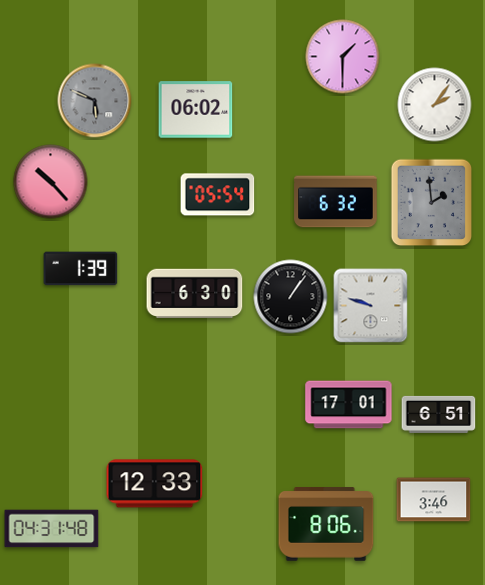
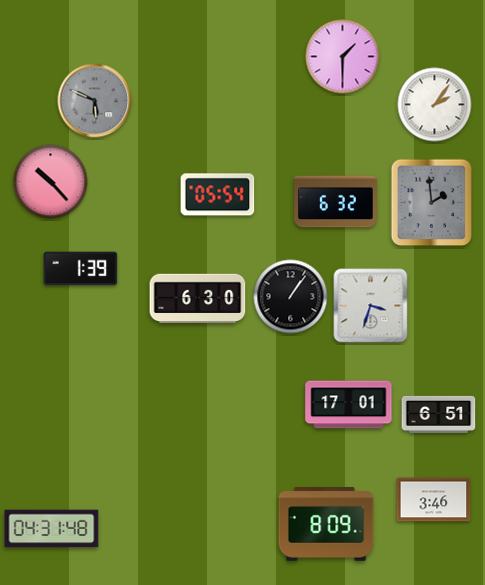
clock at (196, 110): 06:02 -> none
clock at (195, 293) position: (195, 293) -> (198, 298)
clock at (371, 306): 9:48 -> 3:33
clock at (155, 484): 12:33 -> none
clock at (326, 524): 8:06 -> 8:09
